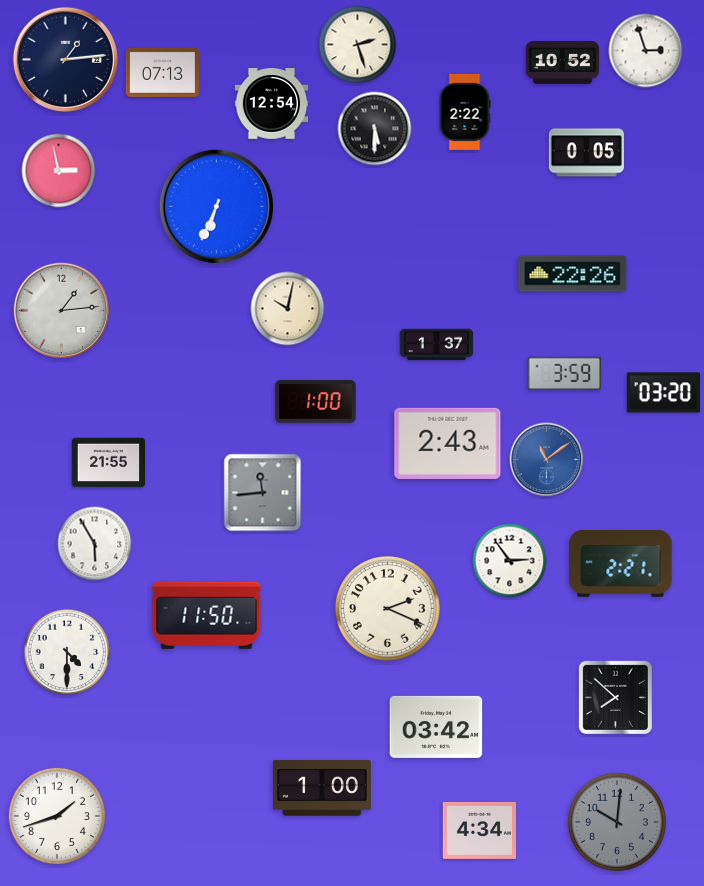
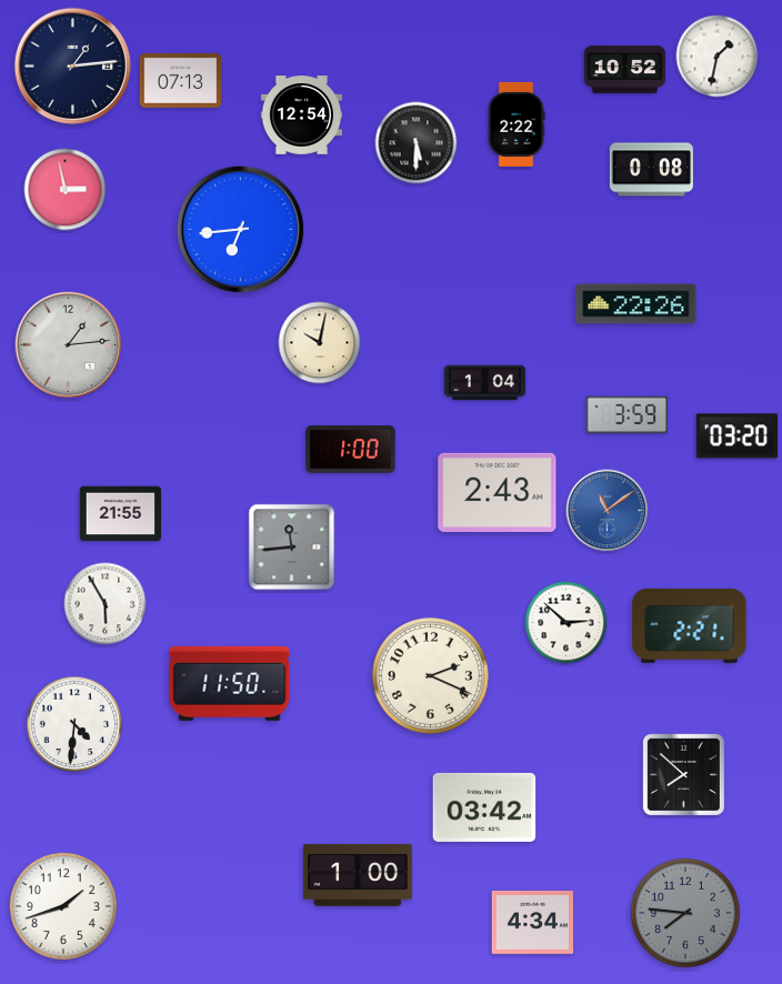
clock at (358, 45): 2:27 -> none
clock at (646, 51): 2:57 -> 1:32
clock at (586, 153): 0:05 -> 0:08
clock at (216, 206): 6:34 -> 6:44
clock at (437, 345): 1:37 -> 1:04
clock at (316, 402) position: (316, 402) -> (351, 450)
clock at (510, 561): 2:54 -> 2:52
clock at (67, 652): 4:30 -> 4:31
clock at (617, 822): 10:01 -> 7:46
